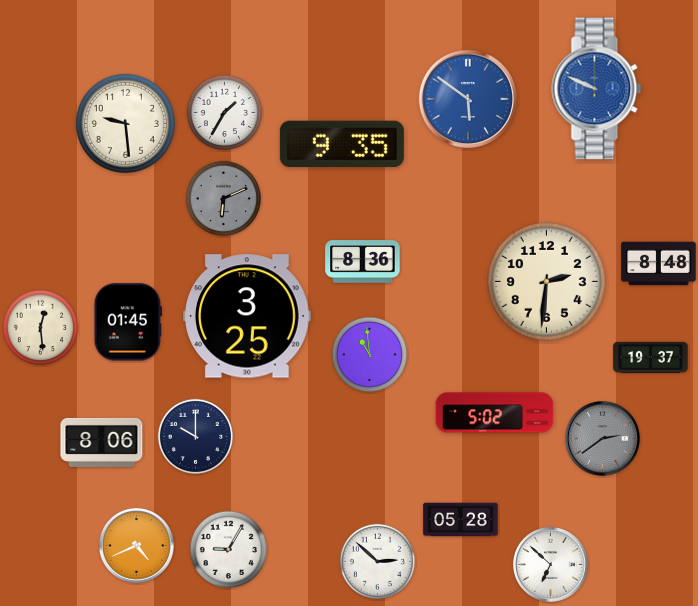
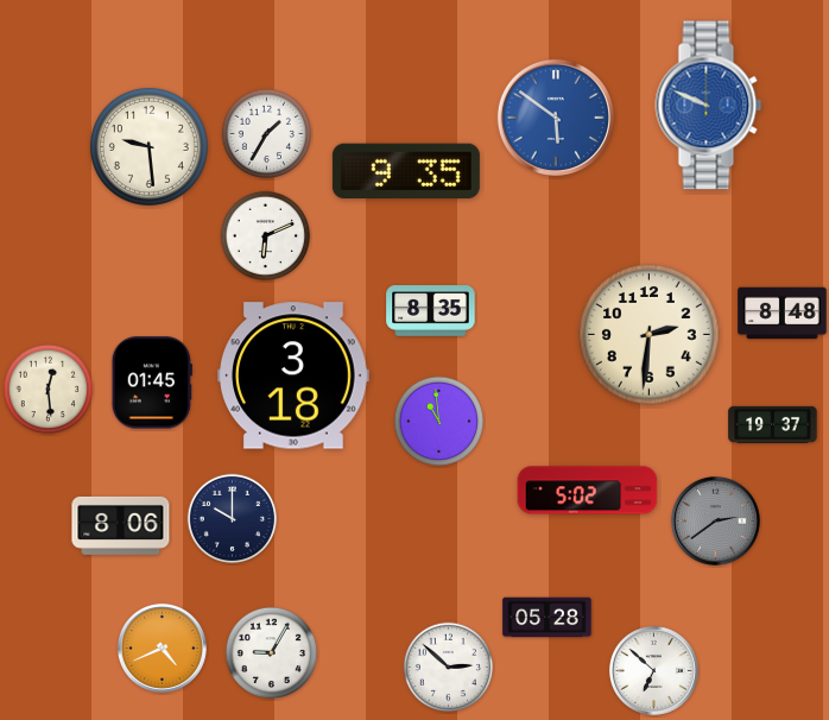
clock at (224, 199) dial: grey -> white
clock at (363, 262): 8:36 -> 8:35
clock at (247, 316): 3:25 -> 3:18
